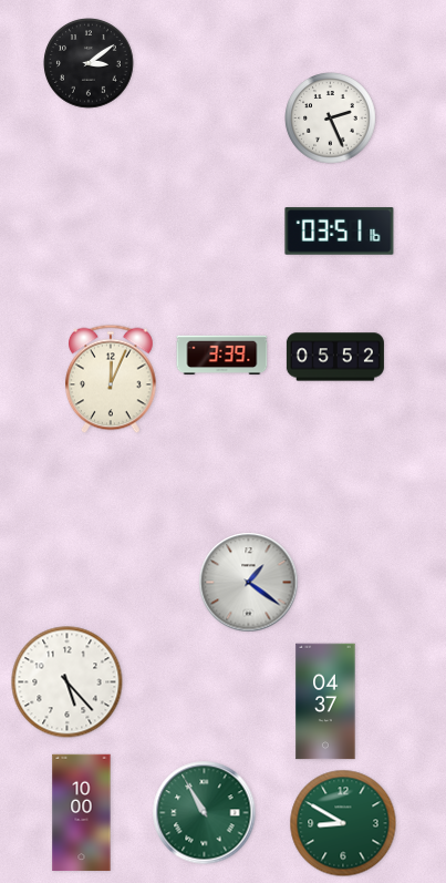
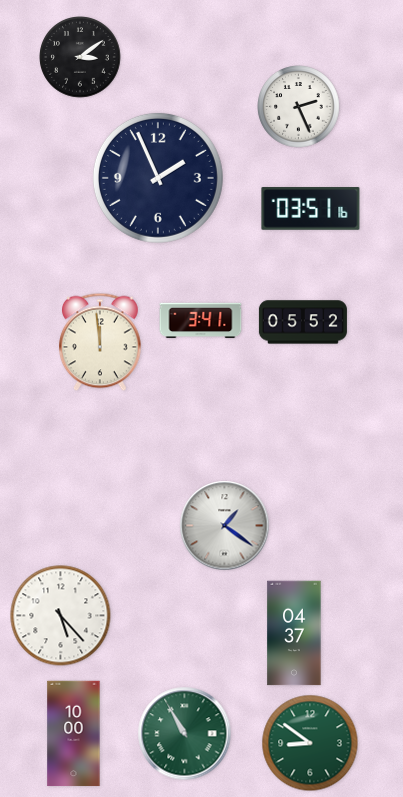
clock at (158, 178): none -> 1:56
clock at (340, 232) position: (340, 232) -> (311, 209)
clock at (222, 356): 3:39 -> 3:41
clock at (112, 379): 12:04 -> 11:59
clock at (343, 823): 8:50 -> 8:51
